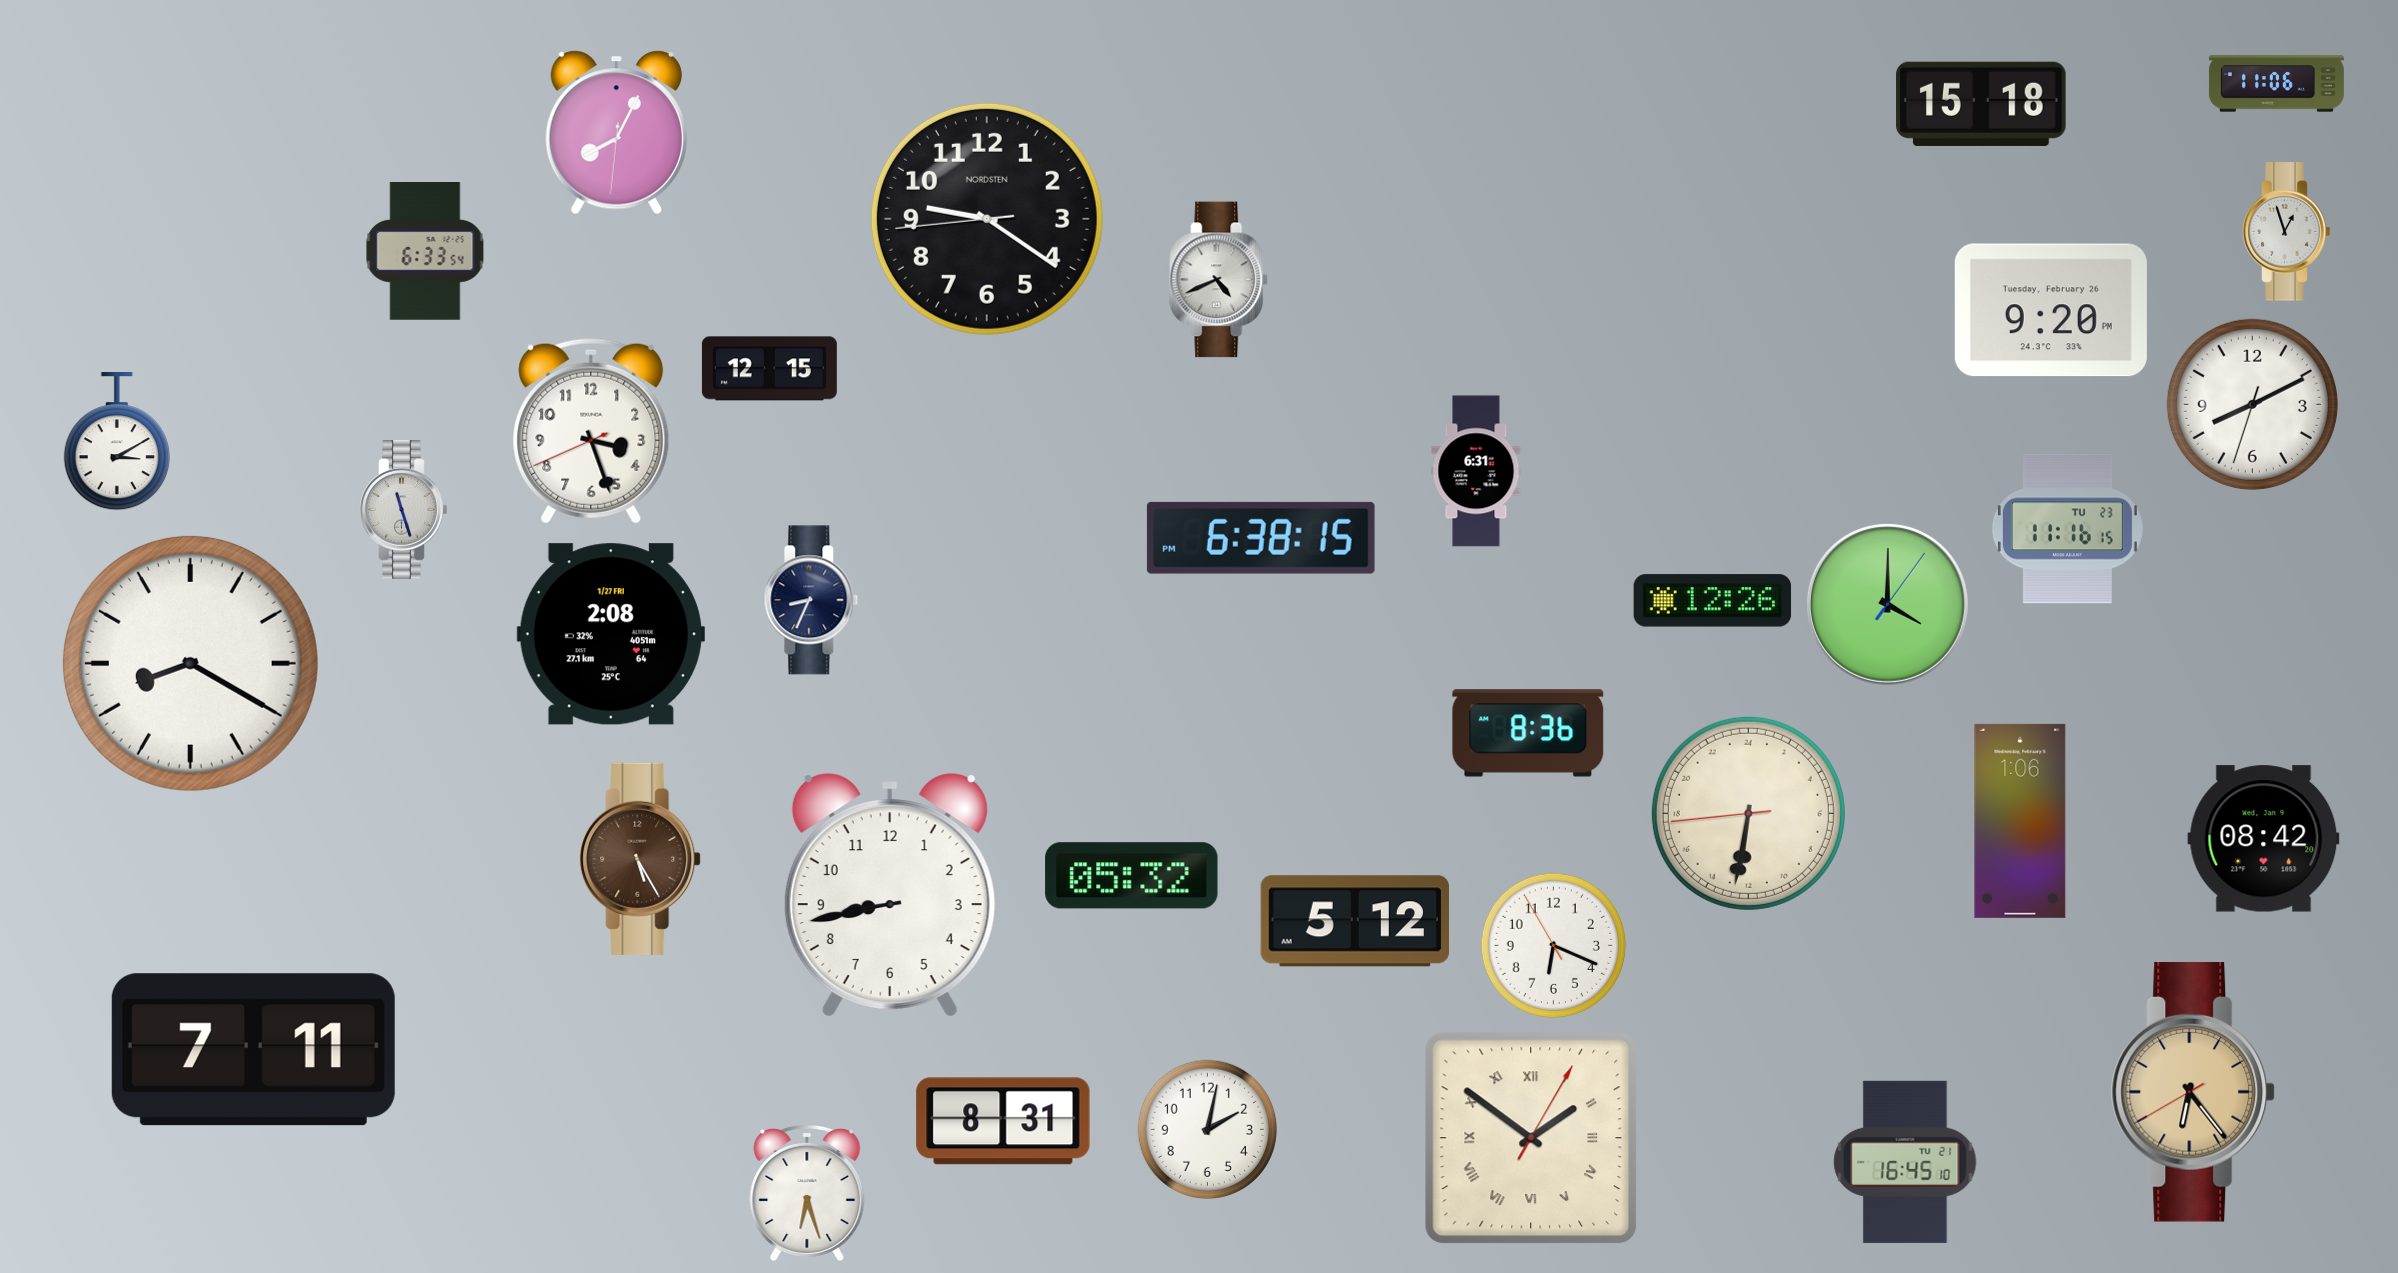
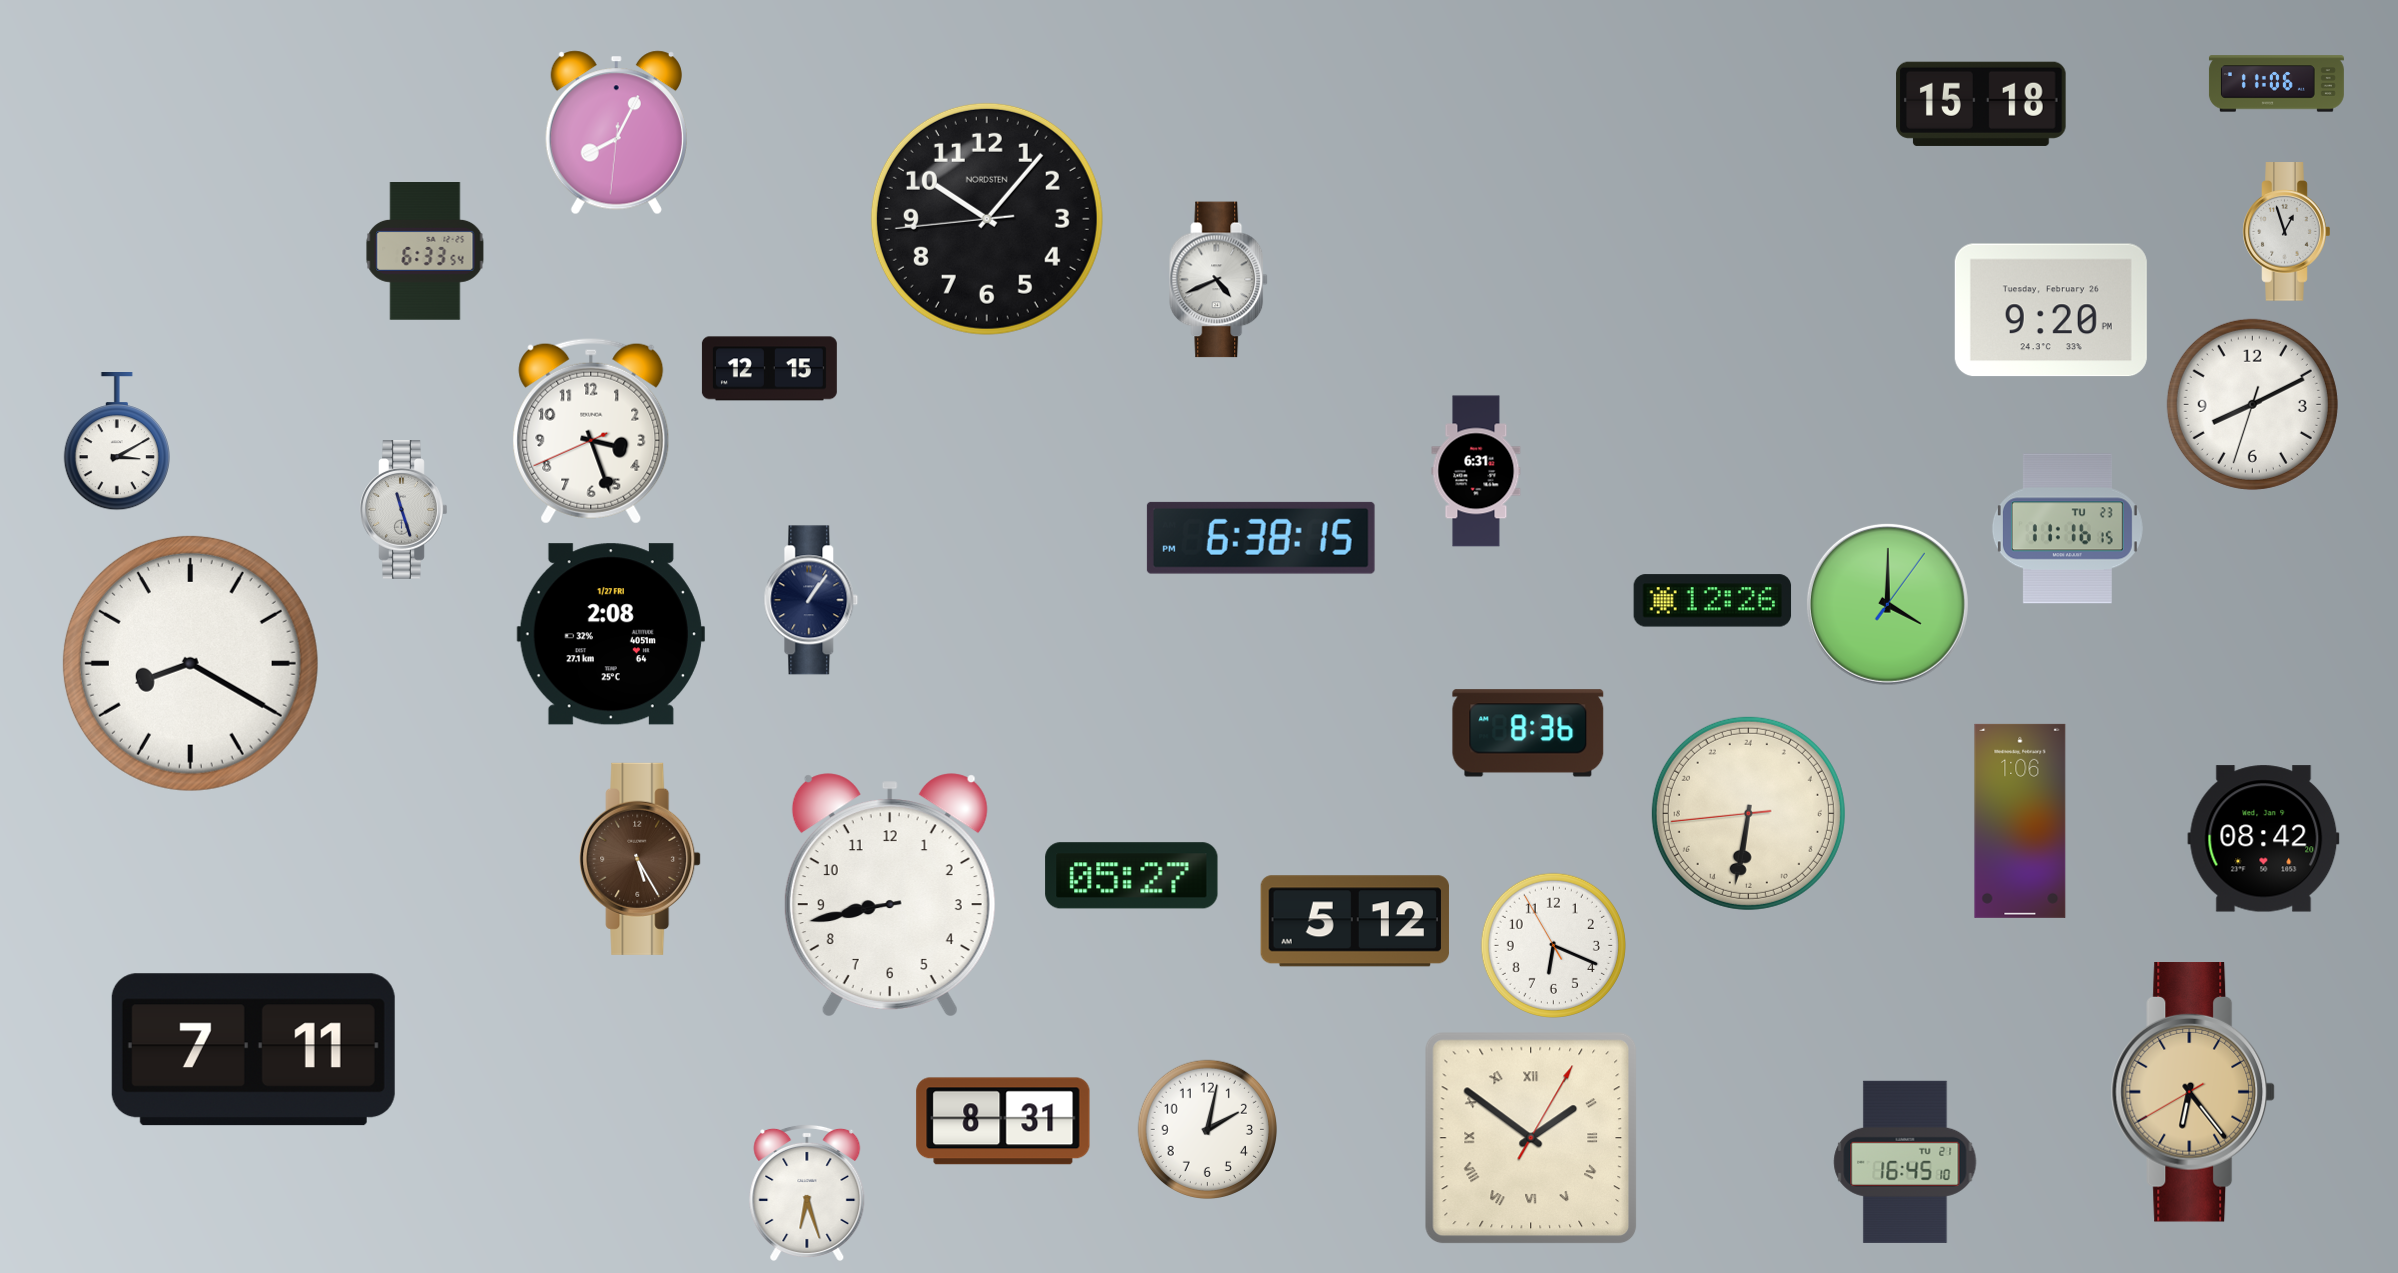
clock at (987, 219): 9:20 -> 10:06
clock at (811, 600): 8:34 -> 1:06
clock at (1132, 876): 05:32 -> 05:27
